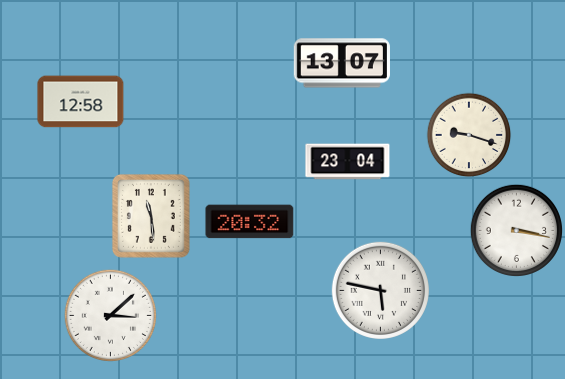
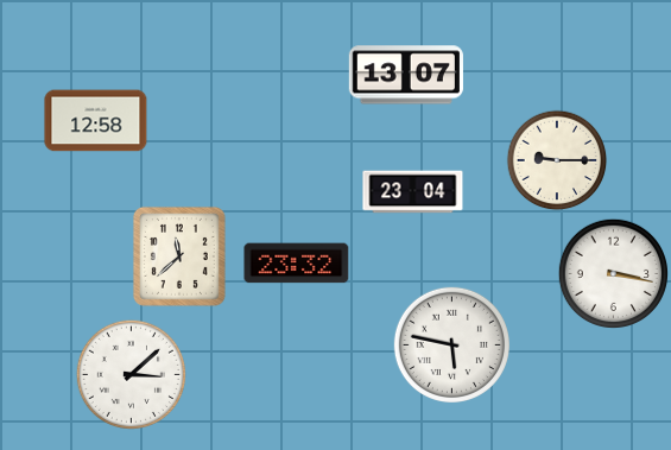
clock at (469, 135): 9:18 -> 9:15
clock at (151, 216): 11:29 -> 11:38
clock at (250, 222): 20:32 -> 23:32
